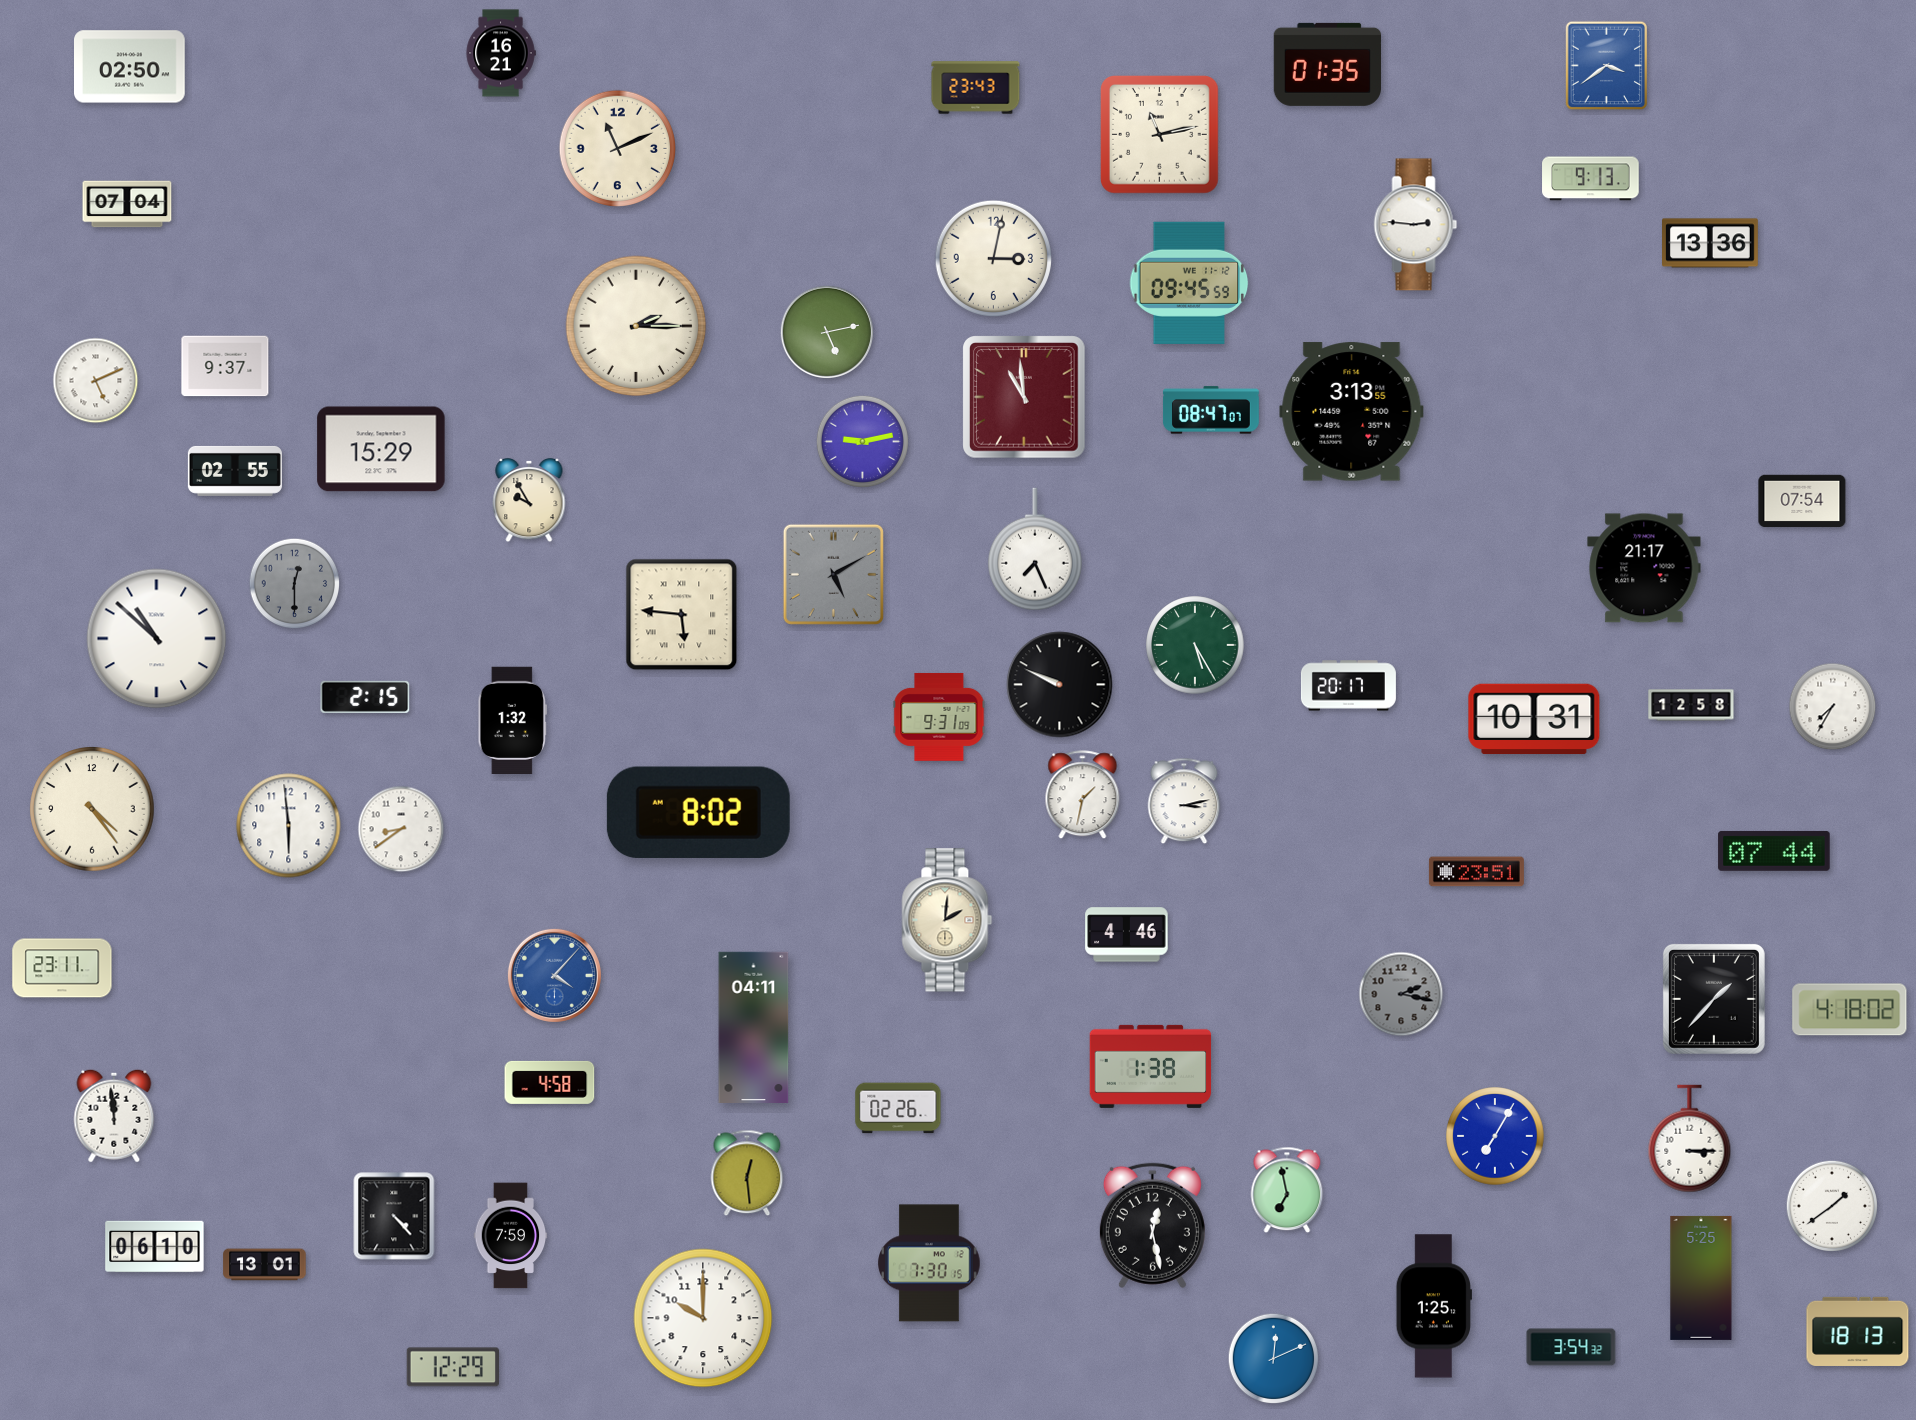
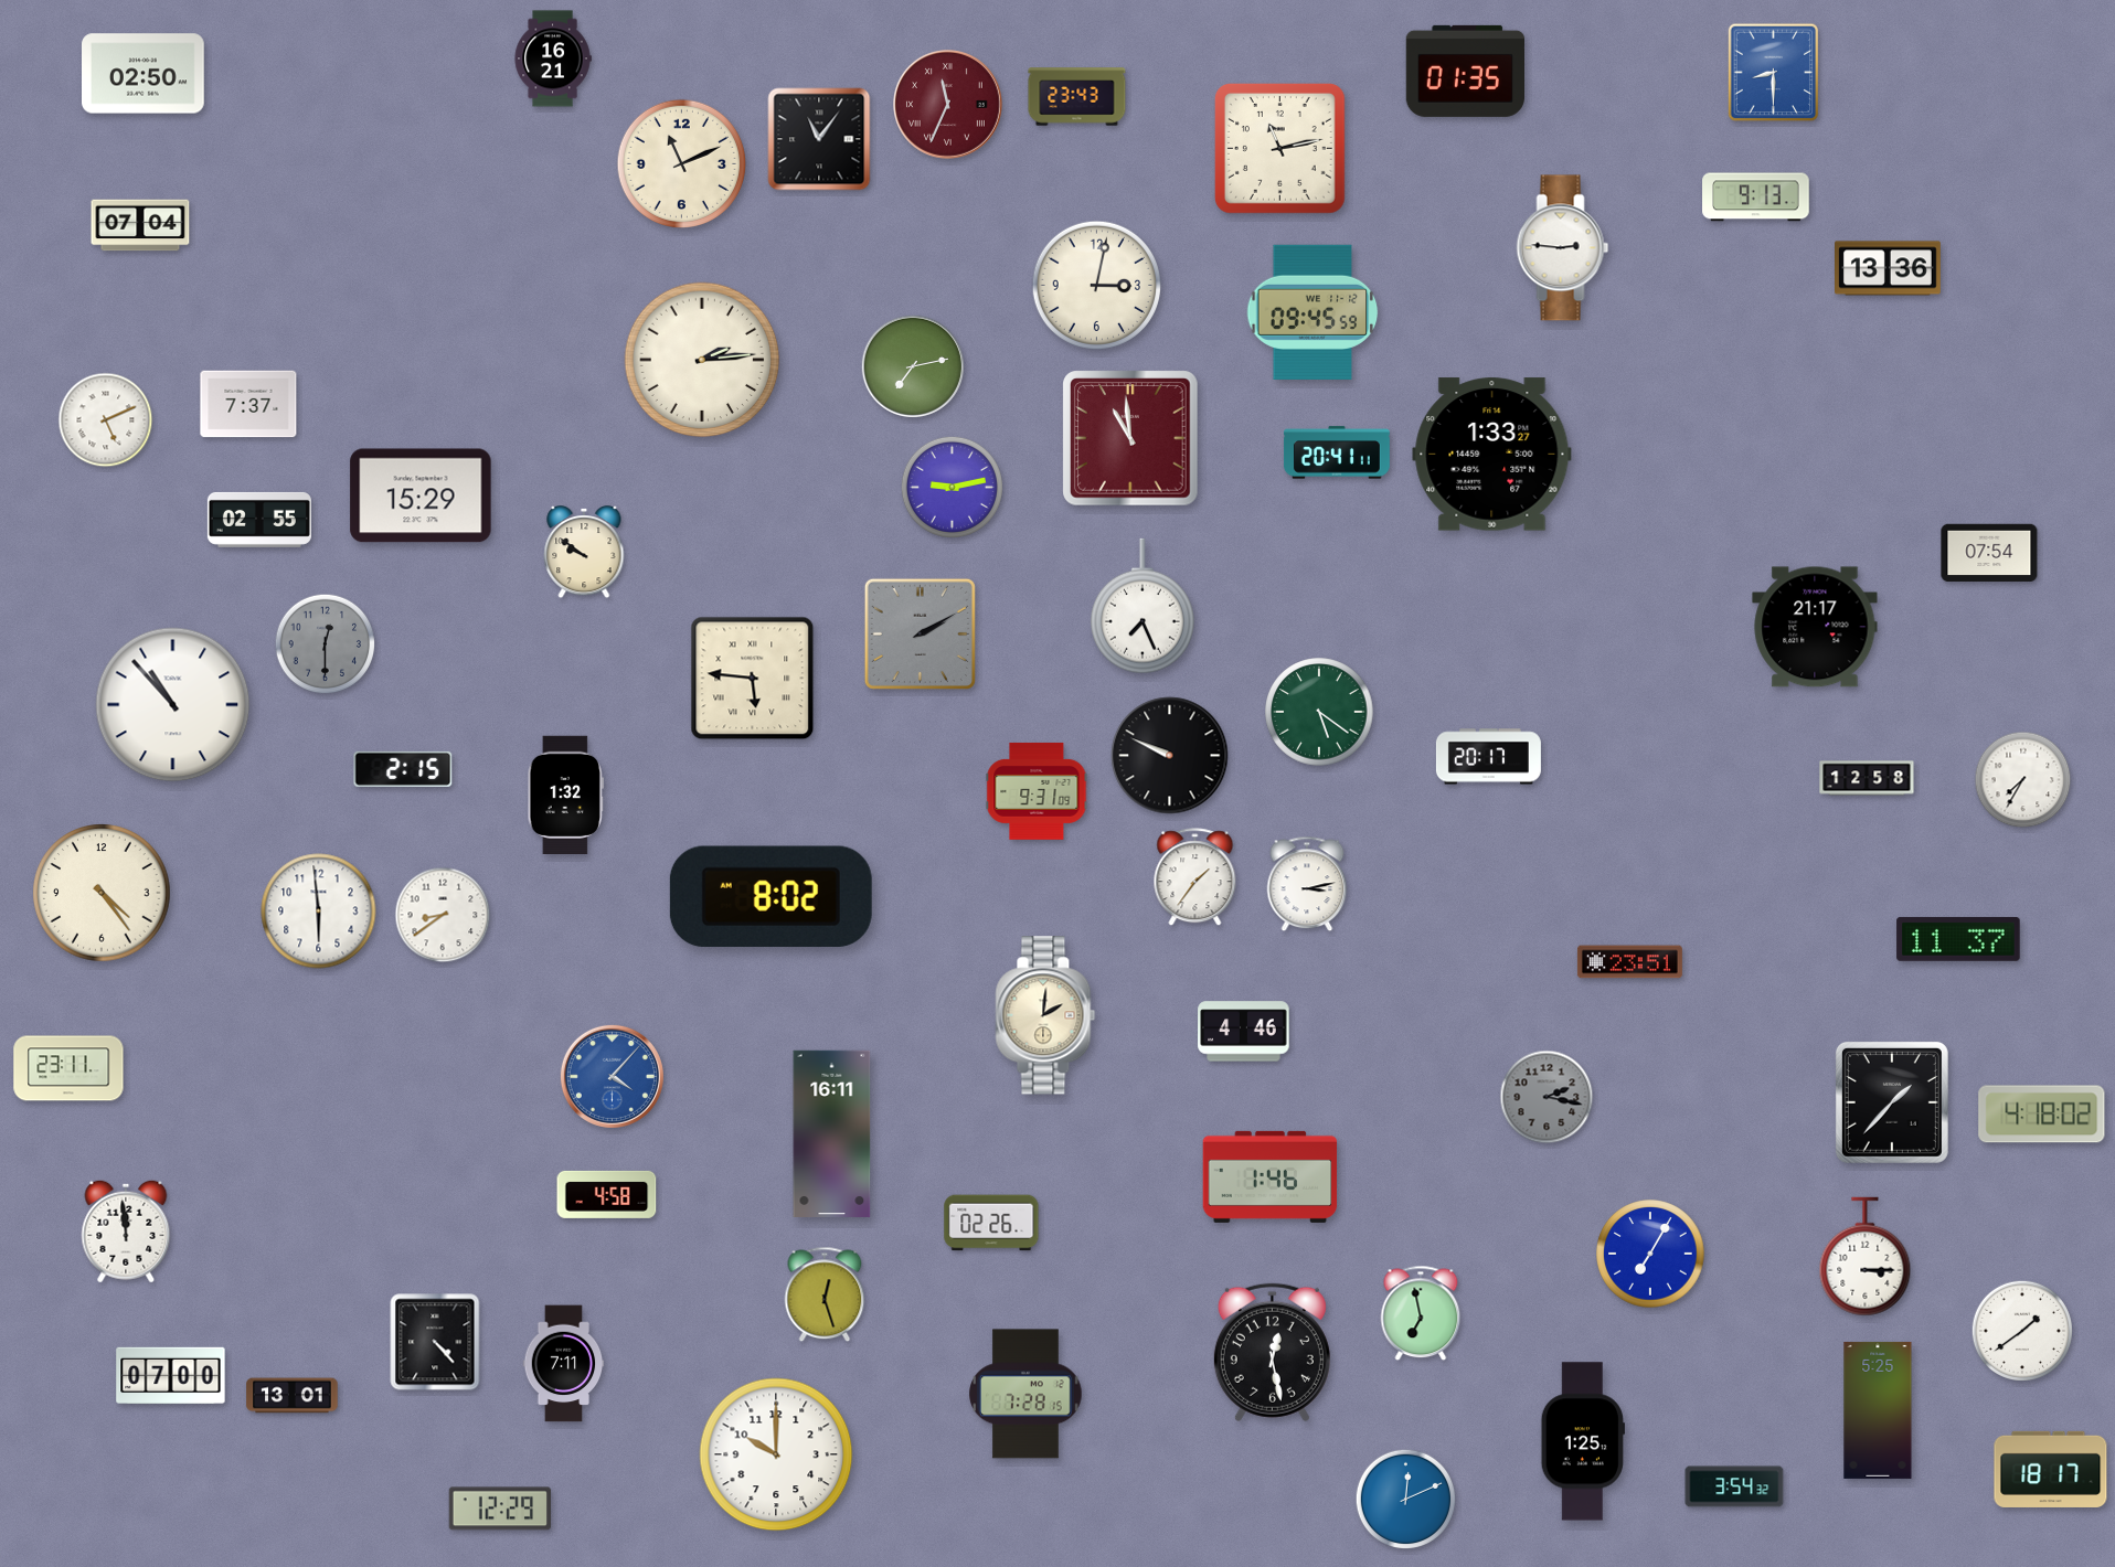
clock at (1607, 66): 3:39 -> 8:30
clock at (948, 105): none -> 11:34
clock at (819, 139): none -> 11:06
clock at (636, 326): 2:15 -> 2:14
clock at (827, 332): 5:13 -> 7:13
clock at (225, 366): 9:37 -> 7:37
clock at (1211, 410): 08:47 -> 20:41
clock at (1352, 412): 3:13 -> 1:33
clock at (529, 500): 9:55 -> 9:51
clock at (833, 574): 5:10 -> 2:10
clock at (157, 639): 10:52 -> 10:53
clock at (1195, 645): 5:25 -> 5:21
clock at (1534, 719): 10:31 -> none
clock at (1083, 795): 1:32 -> 1:36
clock at (1774, 851): 07:44 -> 11:37
clock at (754, 1027): 04:11 -> 16:11
clock at (1151, 1066): 1:38 -> 1:46
clock at (747, 1173): 12:29 -> 12:27
clock at (511, 1236): 7:59 -> 7:11
clock at (155, 1247): 06:10 -> 07:00
clock at (929, 1263): 7:30 -> 7:28
clock at (1858, 1331): 18:13 -> 18:17
